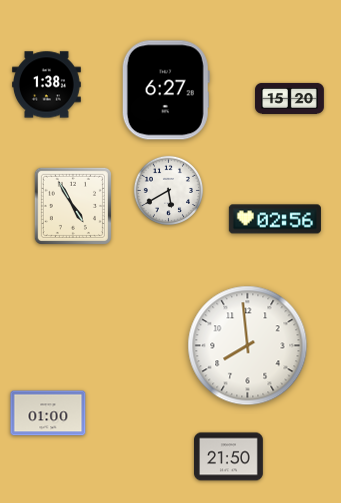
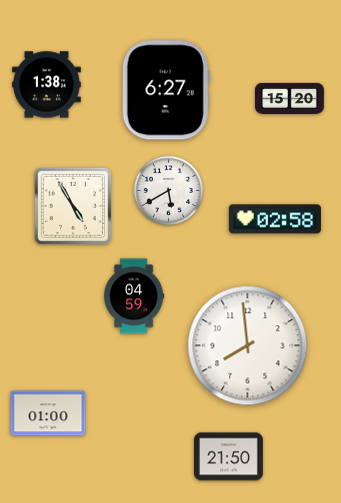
clock at (275, 219): 02:56 -> 02:58
clock at (134, 296): none -> 04:59
